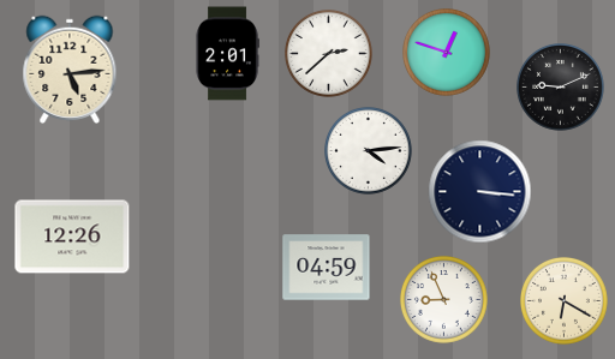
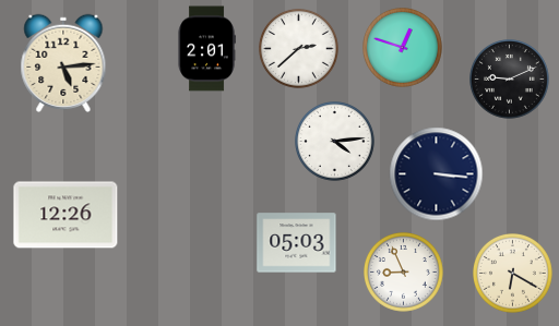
clock at (447, 53) position: (447, 53) -> (403, 48)
clock at (369, 151) position: (369, 151) -> (335, 142)
clock at (327, 268): 04:59 -> 05:03
